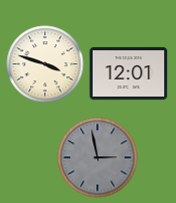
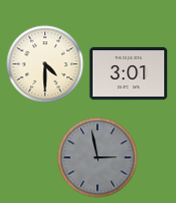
clock at (45, 64): 3:48 -> 4:30
clock at (129, 74): 12:01 -> 3:01
